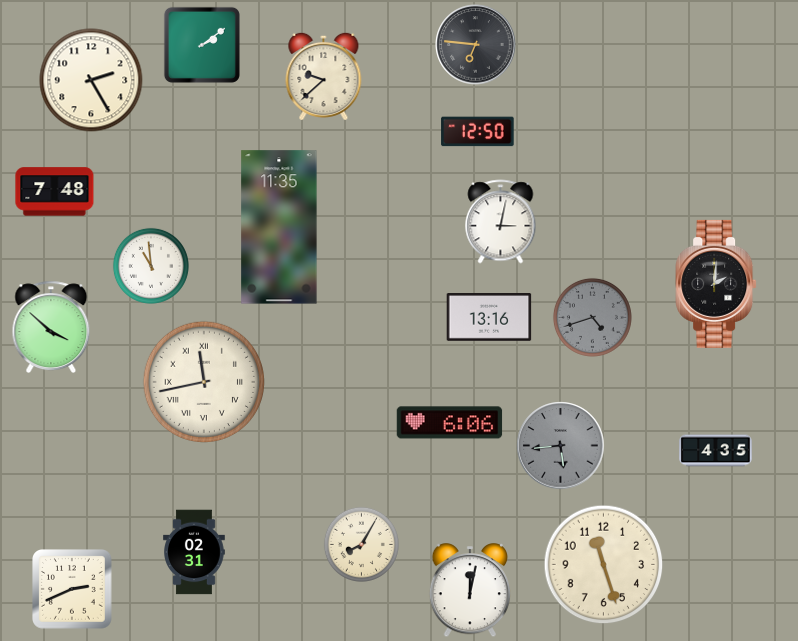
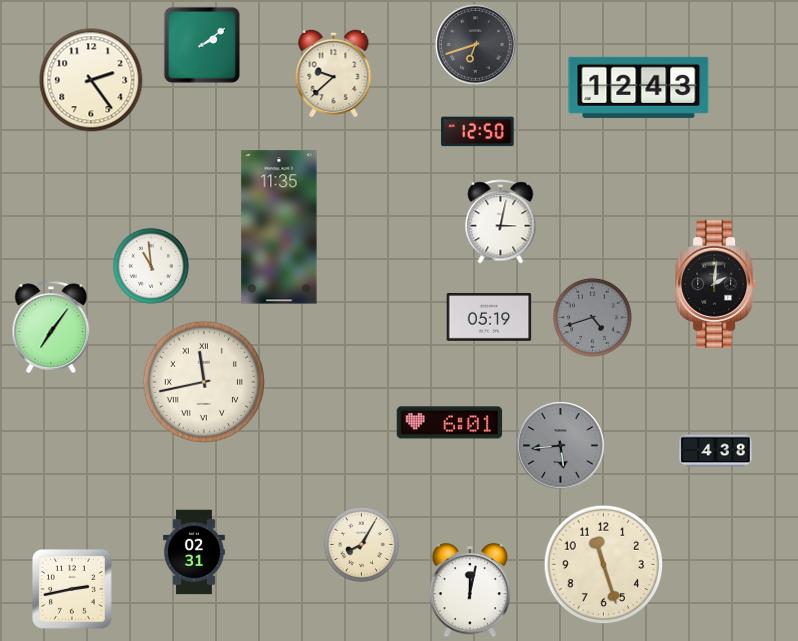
clock at (476, 45): 6:46 -> 6:42
clock at (324, 75) position: (324, 75) -> (334, 72)
clock at (91, 80): 2:25 -> 2:24
clock at (639, 87): none -> 12:43
clock at (55, 192): 7:48 -> none
clock at (489, 318): 13:16 -> 05:19
clock at (51, 326): 3:52 -> 7:06
clock at (450, 423): 6:06 -> 6:01
clock at (716, 451): 4:35 -> 4:38
clock at (72, 589): 2:41 -> 2:43
